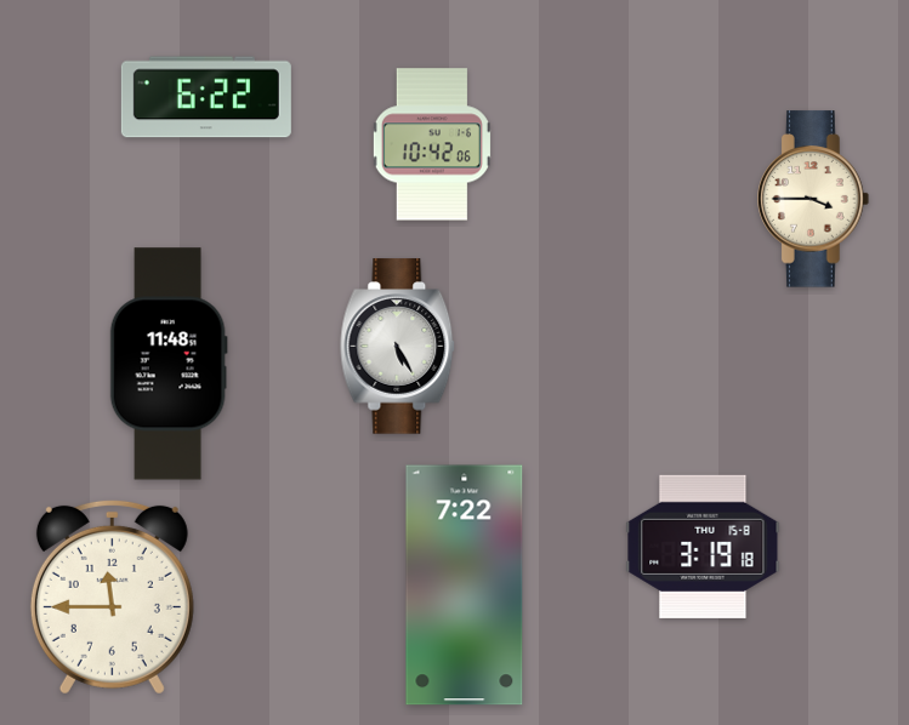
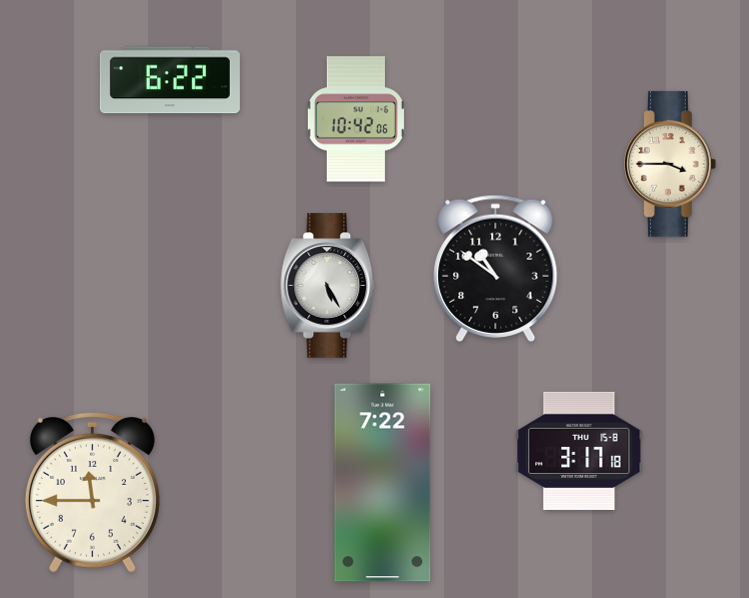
clock at (496, 268): none -> 10:51
clock at (169, 364): 11:48 -> none
clock at (703, 547): 3:19 -> 3:17
